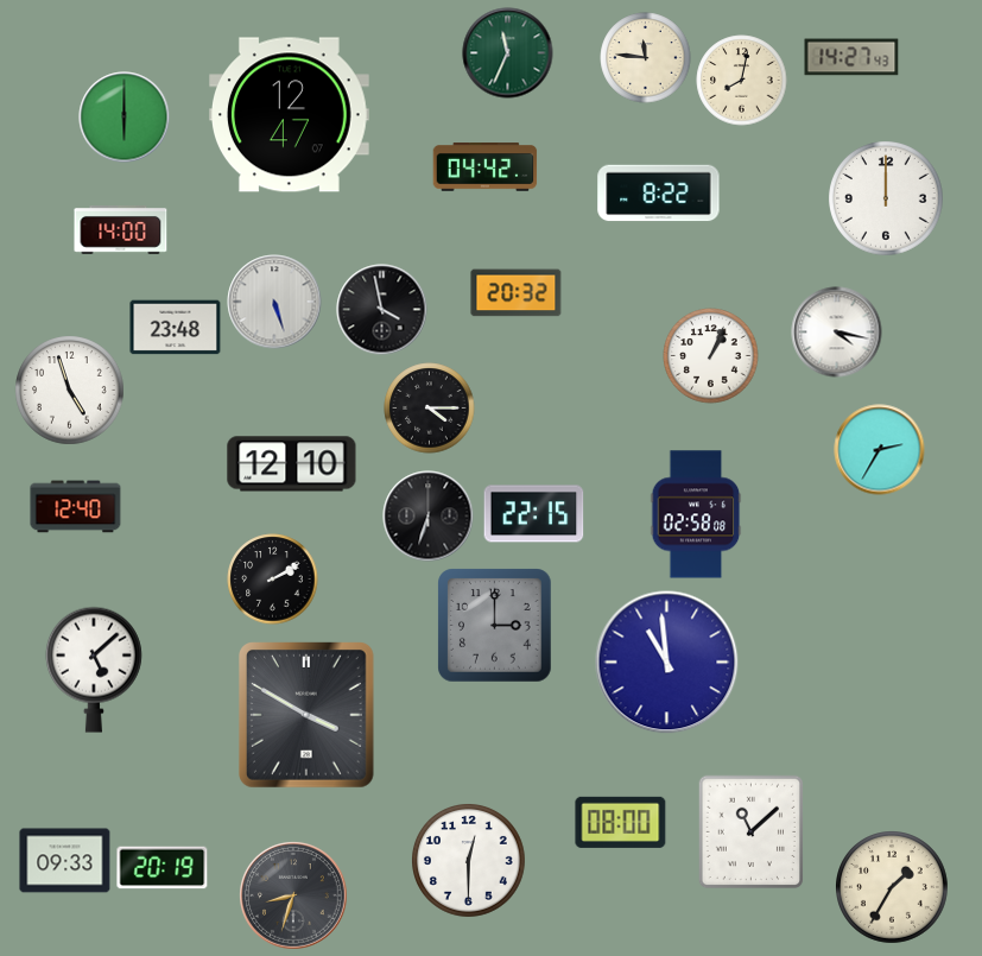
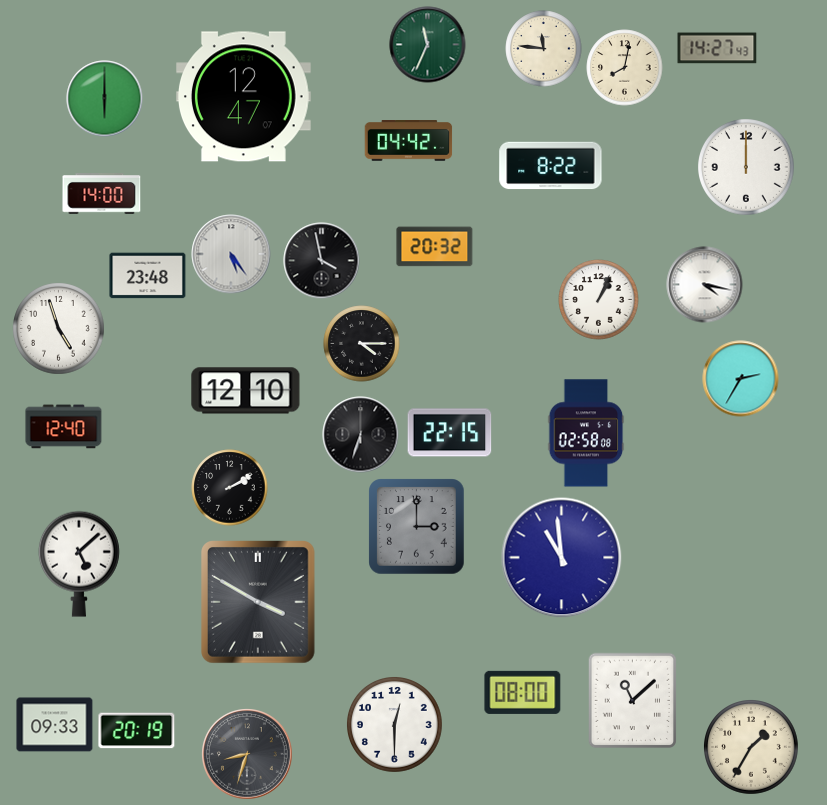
clock at (659, 194) position: (659, 194) -> (551, 166)
clock at (274, 302): 5:27 -> 5:24
clock at (837, 333) position: (837, 333) -> (705, 285)
